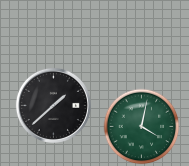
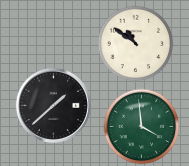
clock at (136, 44): none -> 10:51
clock at (142, 127): 4:02 -> 3:59
